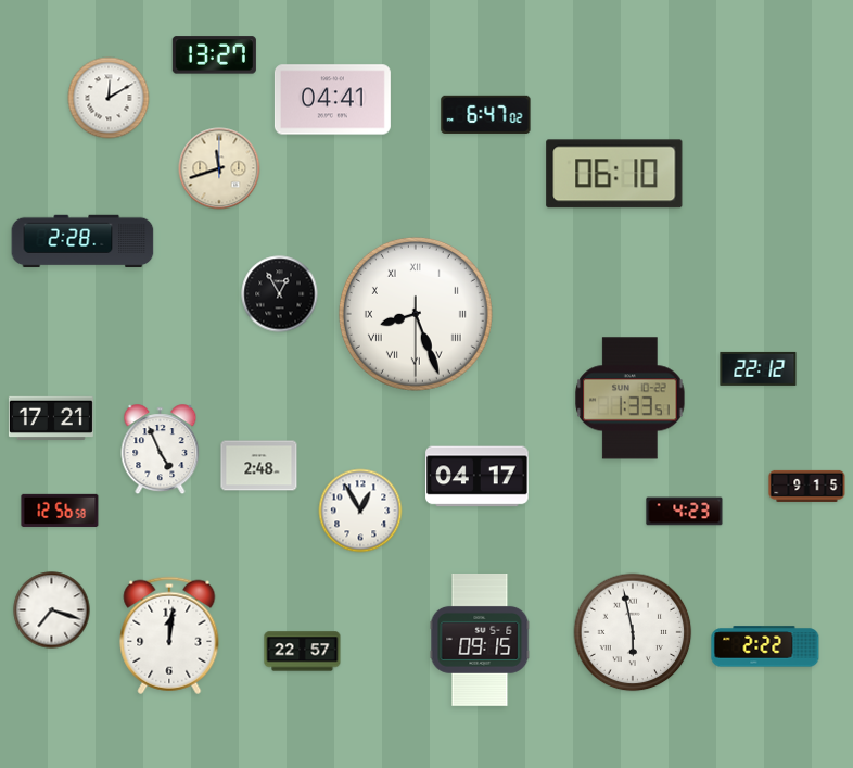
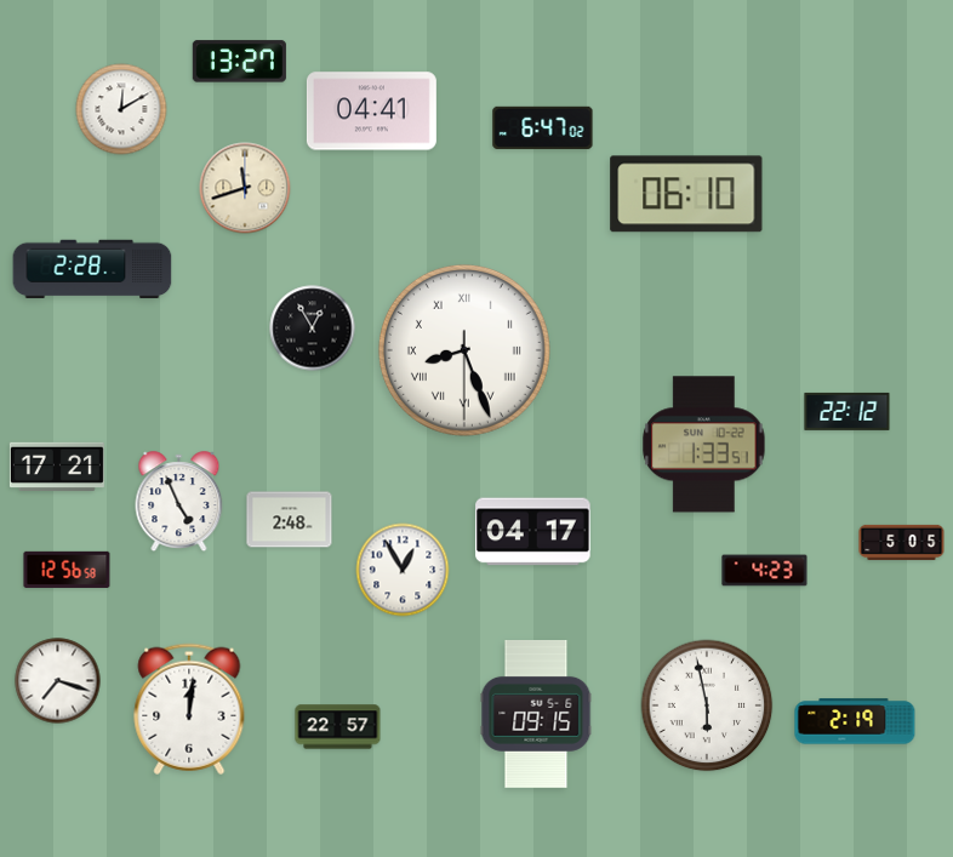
clock at (807, 486): 9:15 -> 5:05
clock at (765, 646): 2:22 -> 2:19
